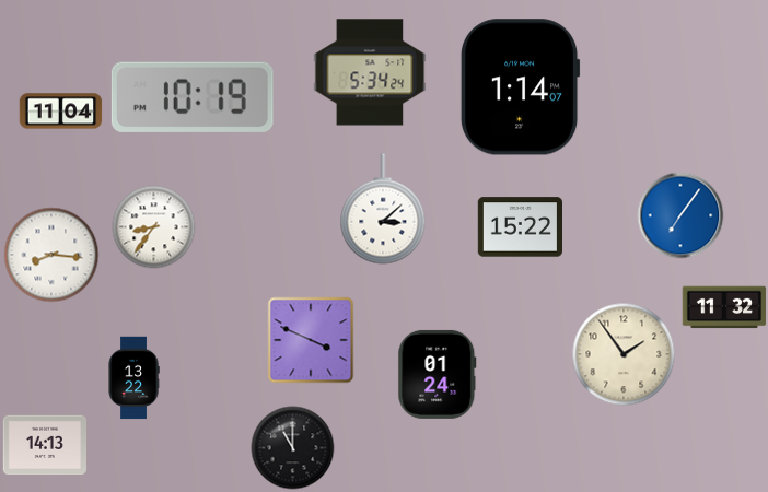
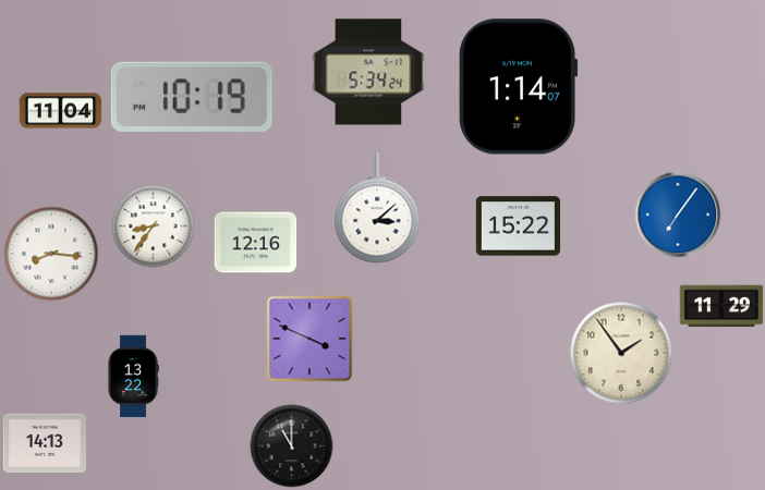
clock at (383, 209) position: (383, 209) -> (377, 208)
clock at (256, 243): none -> 12:16
clock at (724, 307): 11:32 -> 11:29
clock at (438, 374): 01:24 -> none
